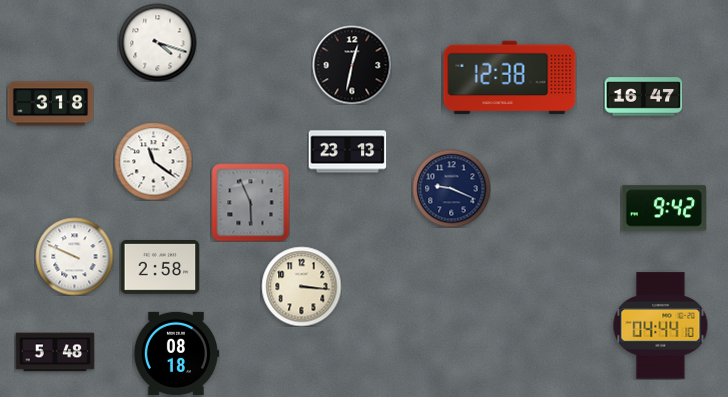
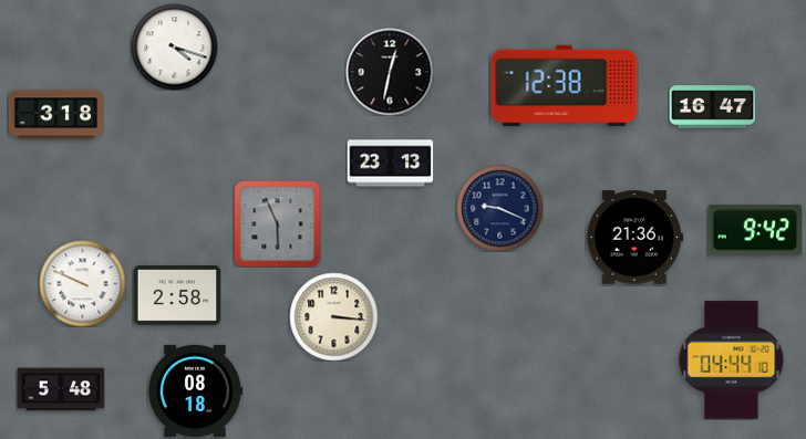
clock at (347, 152) position: (347, 152) -> (390, 164)
clock at (153, 161): 11:21 -> none
clock at (663, 208) position: (663, 208) -> (754, 230)
clock at (634, 238): none -> 21:36
